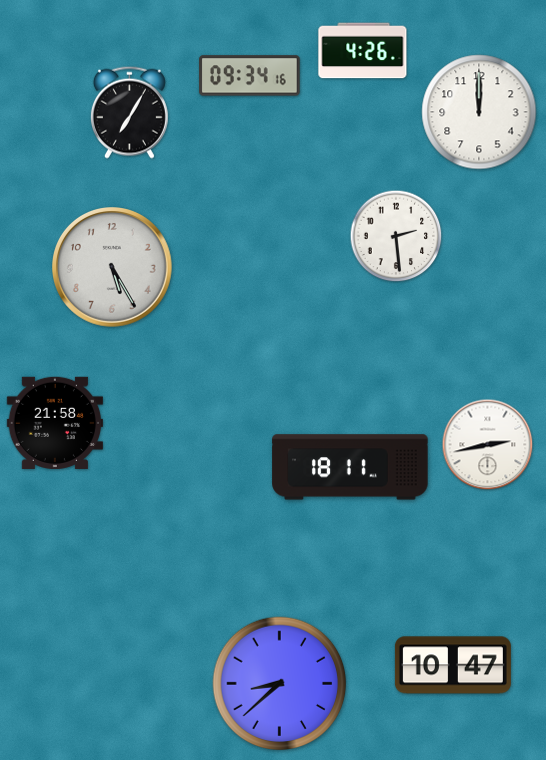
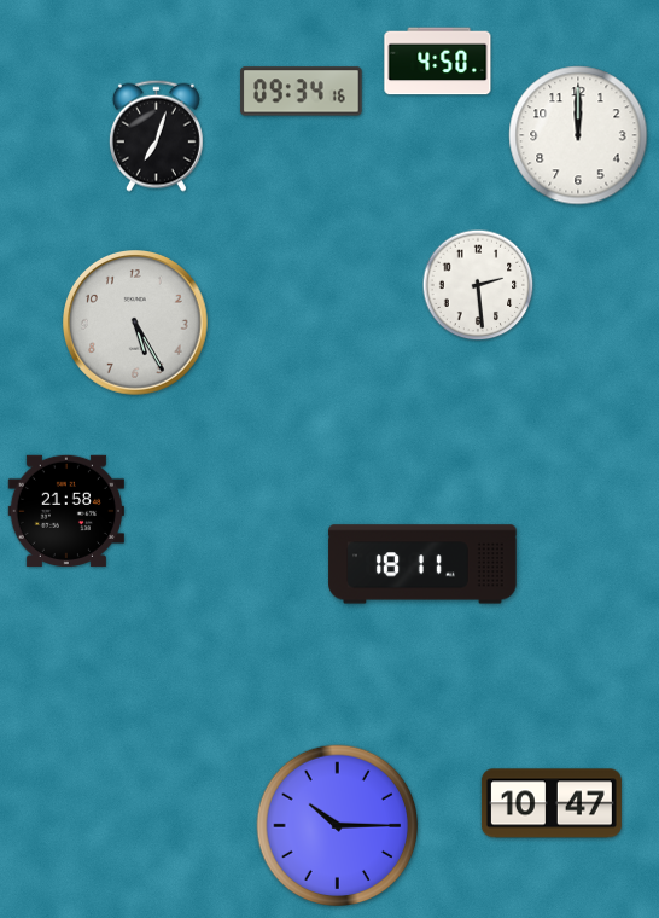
clock at (363, 51): 4:26 -> 4:50
clock at (129, 112): 7:05 -> 7:03
clock at (488, 445): 2:43 -> none
clock at (453, 665) position: (453, 665) -> (552, 803)
clock at (280, 684): 8:38 -> 10:15
